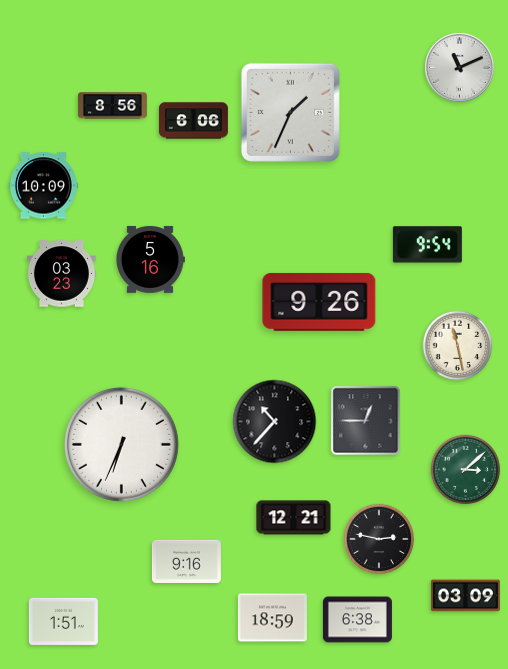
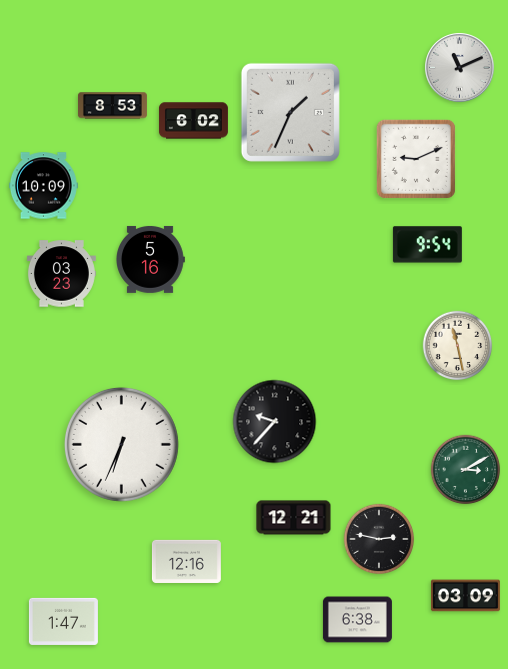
clock at (112, 106): 8:56 -> 8:53
clock at (193, 121): 6:06 -> 6:02
clock at (416, 159): none -> 9:11
clock at (319, 302): 9:26 -> none
clock at (366, 421): 12:45 -> none
clock at (275, 422): 10:37 -> 9:37
clock at (466, 470): 3:08 -> 3:10
clock at (186, 561): 9:16 -> 12:16
clock at (272, 618): 18:59 -> none
clock at (63, 621): 1:51 -> 1:47
